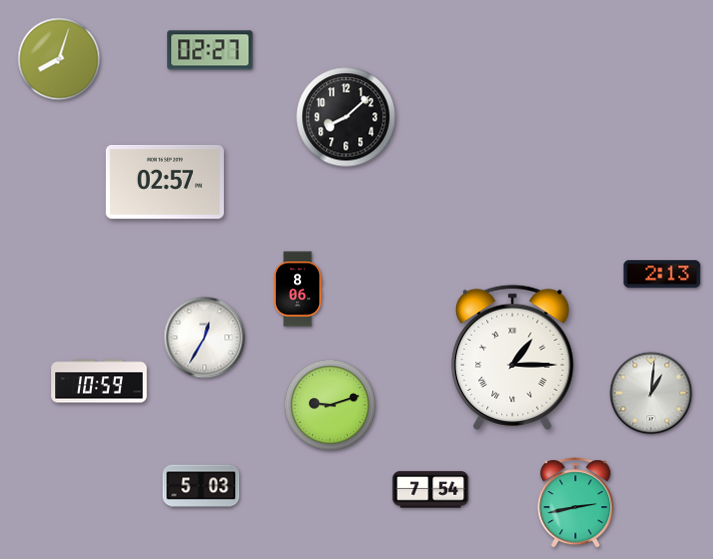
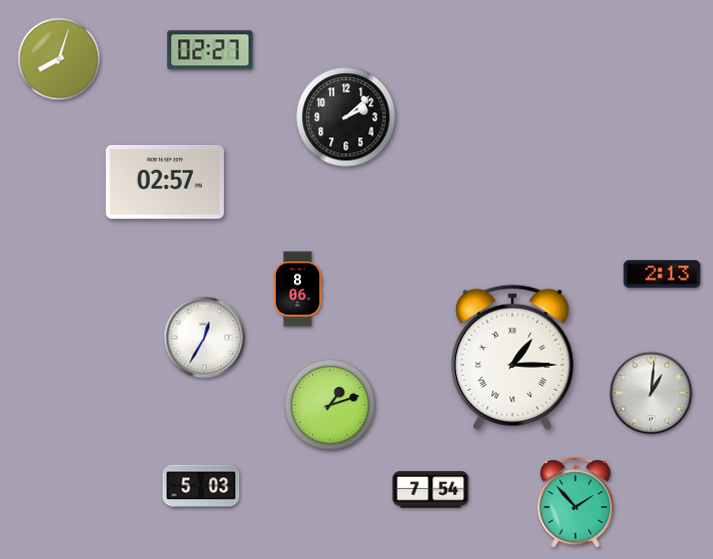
clock at (346, 117): 8:08 -> 2:08
clock at (99, 381): 10:59 -> none
clock at (330, 405): 9:12 -> 1:12
clock at (576, 503): 2:43 -> 1:53
